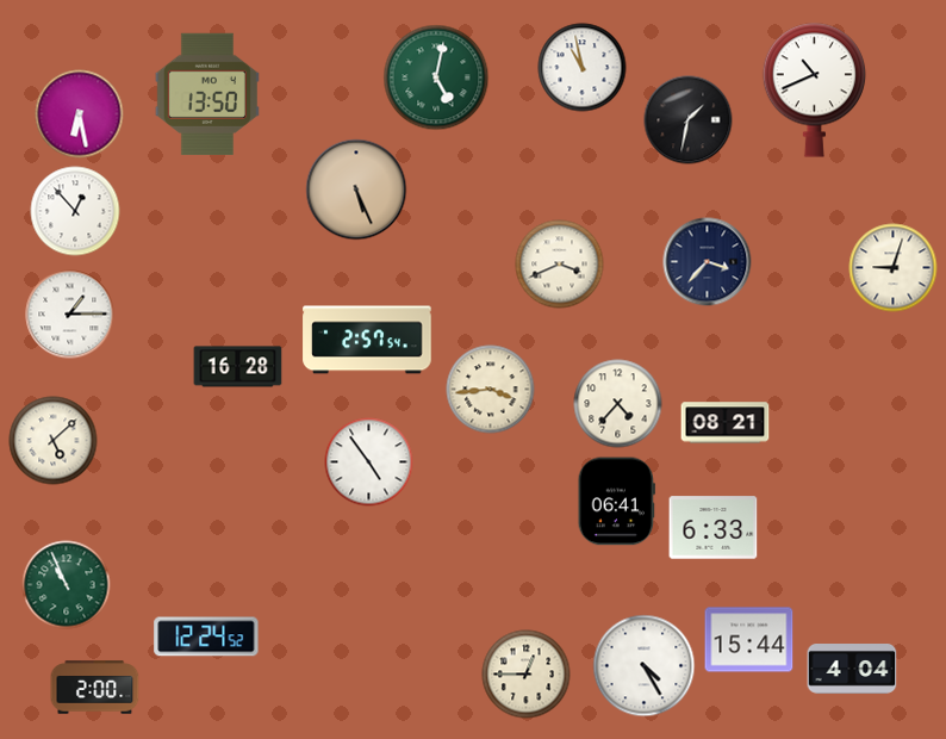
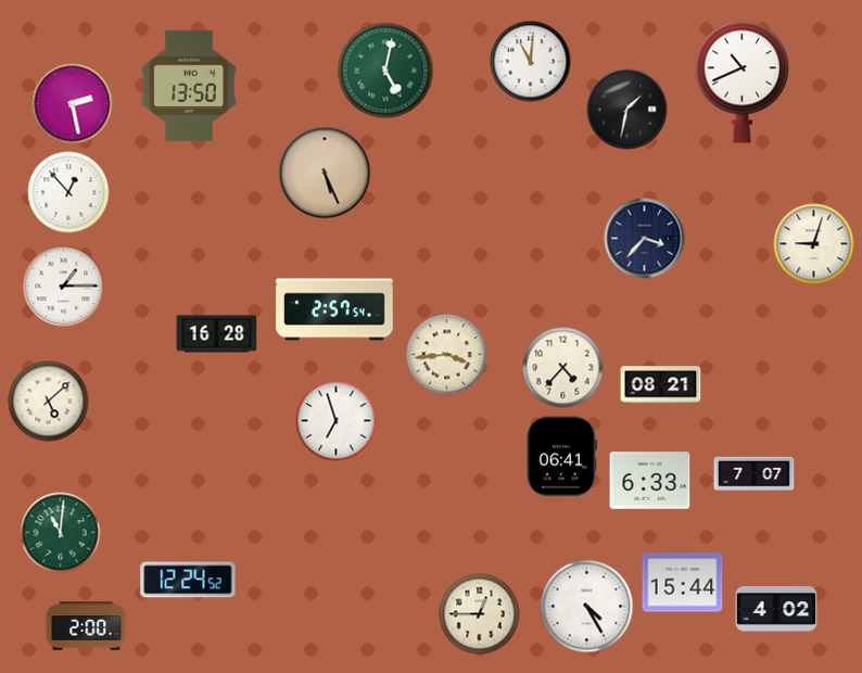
clock at (583, 68): 10:58 -> 11:01
clock at (436, 77) position: (436, 77) -> (385, 71)
clock at (80, 114): 6:28 -> 2:28
clock at (560, 265): 3:41 -> none
clock at (369, 462): 4:54 -> 6:57
clock at (755, 474): none -> 7:07
clock at (67, 585): 10:56 -> 11:01
clock at (852, 670): 4:04 -> 4:02
